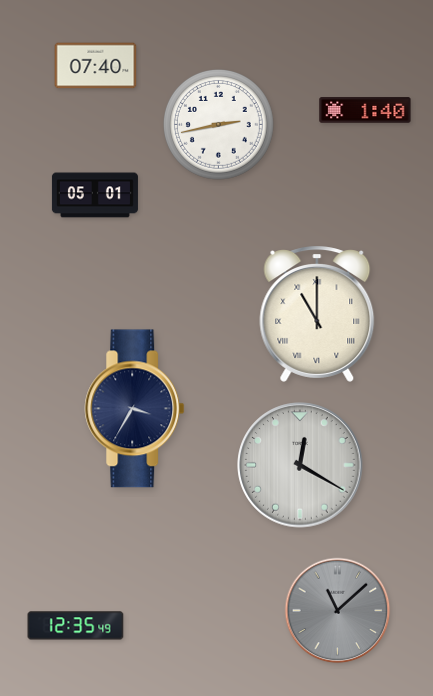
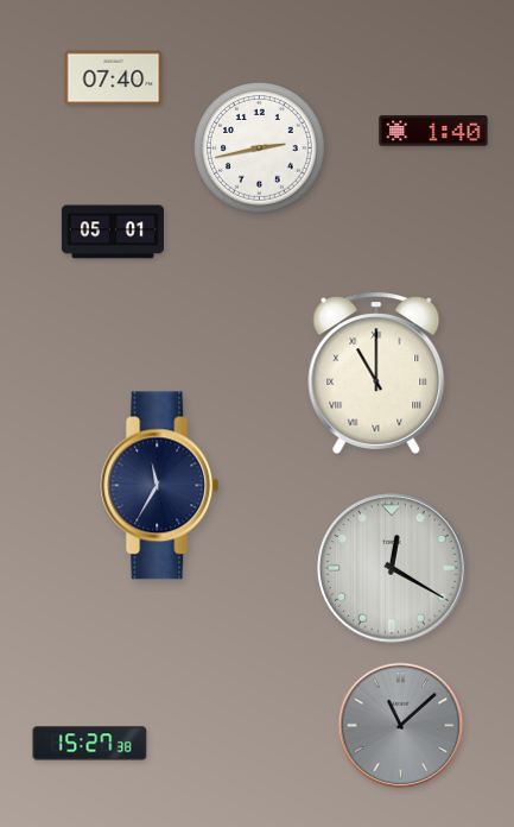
clock at (135, 409): 3:35 -> 11:35
clock at (300, 465) position: (300, 465) -> (392, 568)
clock at (76, 626): 12:35 -> 15:27
